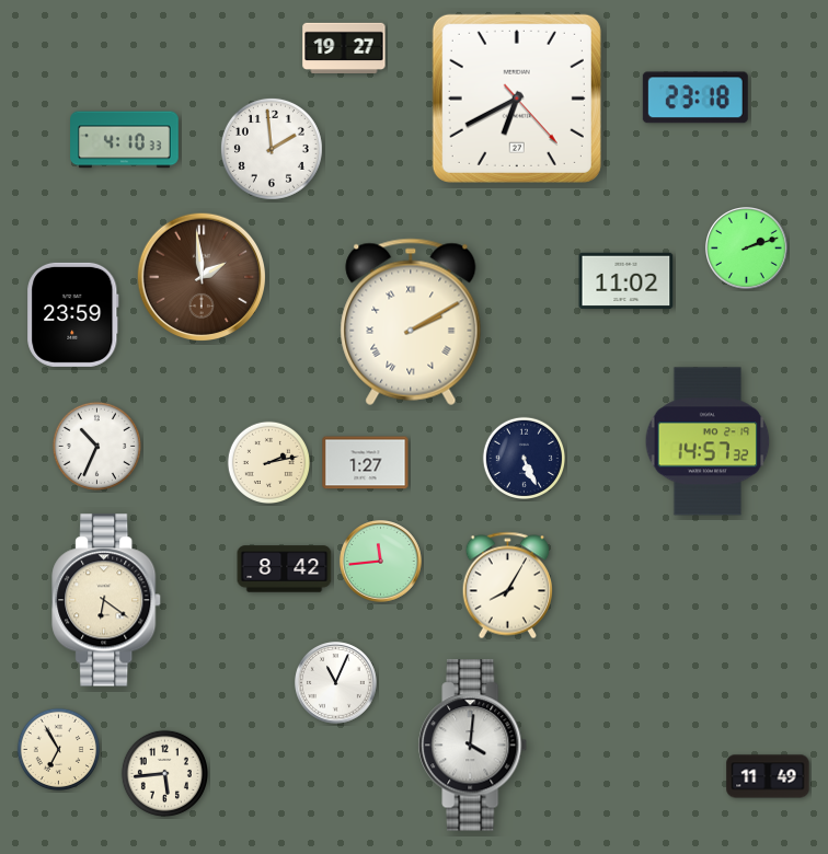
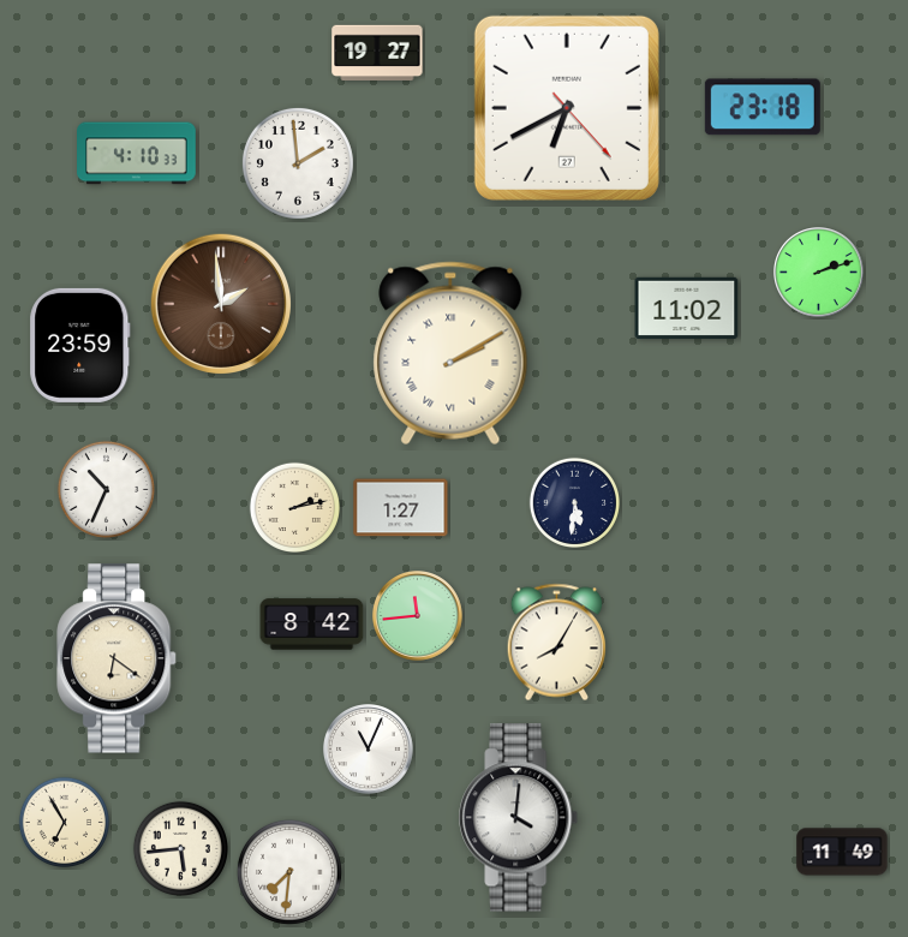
clock at (708, 441): 14:57 -> none
clock at (524, 458): 5:26 -> 5:31
clock at (289, 872): none -> 7:31
